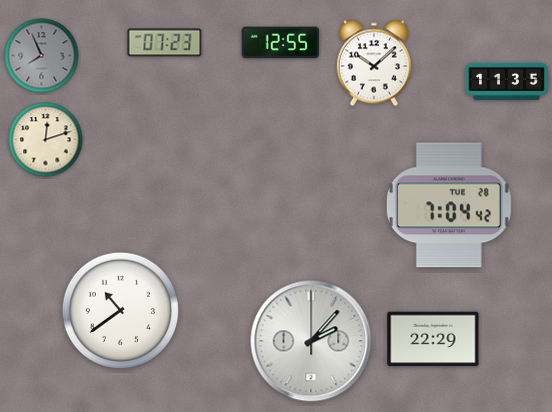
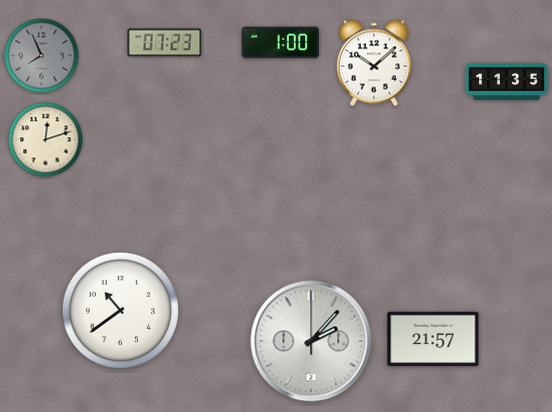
clock at (281, 43): 12:55 -> 1:00
clock at (449, 205): 7:04 -> none
clock at (433, 339): 22:29 -> 21:57
